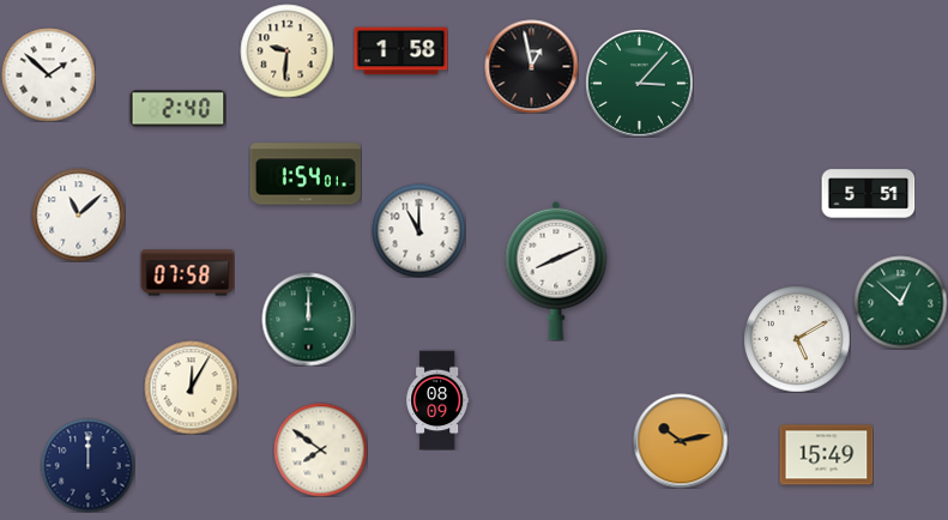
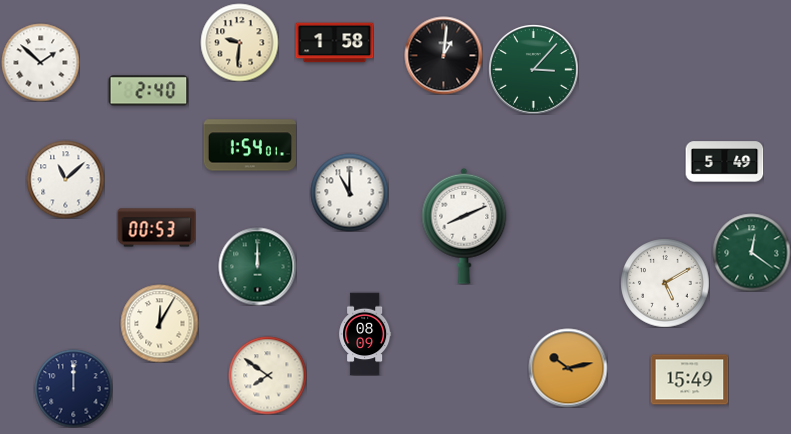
clock at (531, 66): 12:58 -> 1:01
clock at (306, 174) position: (306, 174) -> (250, 145)
clock at (868, 194): 5:51 -> 5:49
clock at (187, 273): 07:58 -> 00:53
clock at (900, 302): 12:52 -> 12:21
